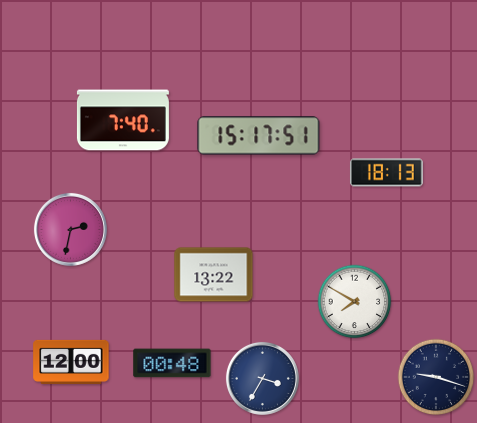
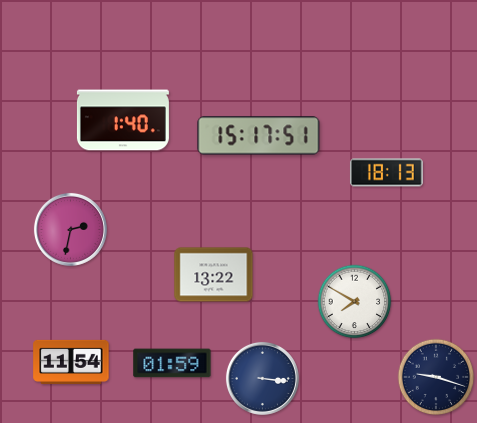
clock at (123, 120): 7:40 -> 1:40
clock at (71, 362): 12:00 -> 11:54
clock at (172, 363): 00:48 -> 01:59
clock at (262, 378): 3:35 -> 3:16
